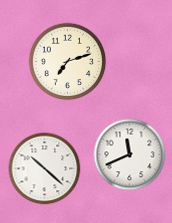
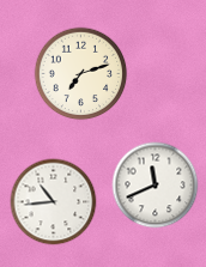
clock at (45, 169): 10:22 -> 10:44
